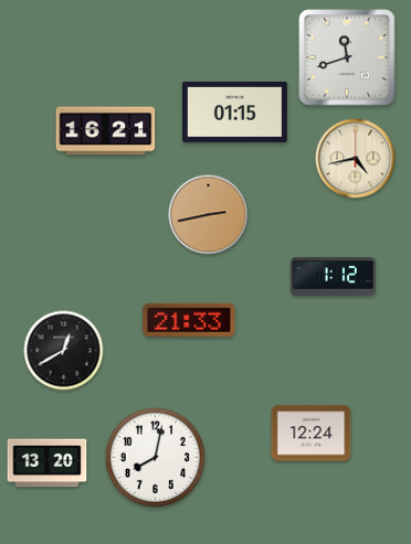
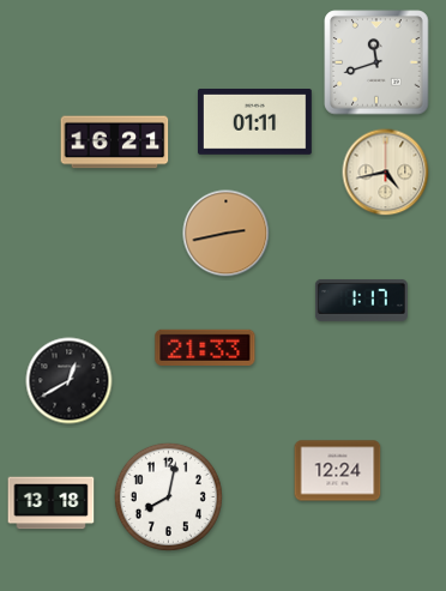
clock at (235, 113): 01:15 -> 01:11
clock at (333, 276): 1:12 -> 1:17
clock at (48, 463): 13:20 -> 13:18
